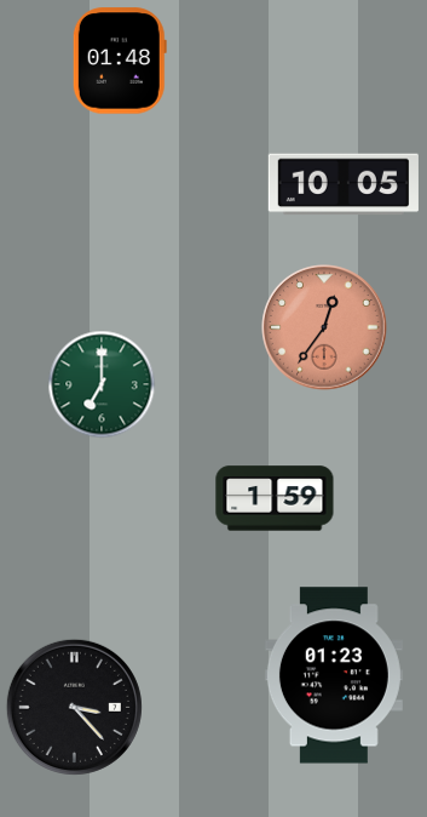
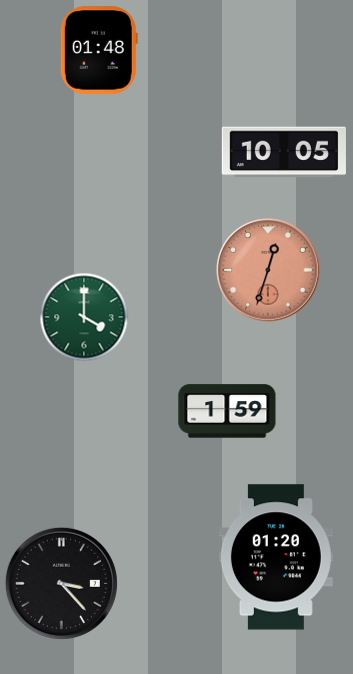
clock at (324, 327): 12:36 -> 12:33
clock at (102, 384): 7:00 -> 4:00
clock at (334, 675): 01:23 -> 01:20
